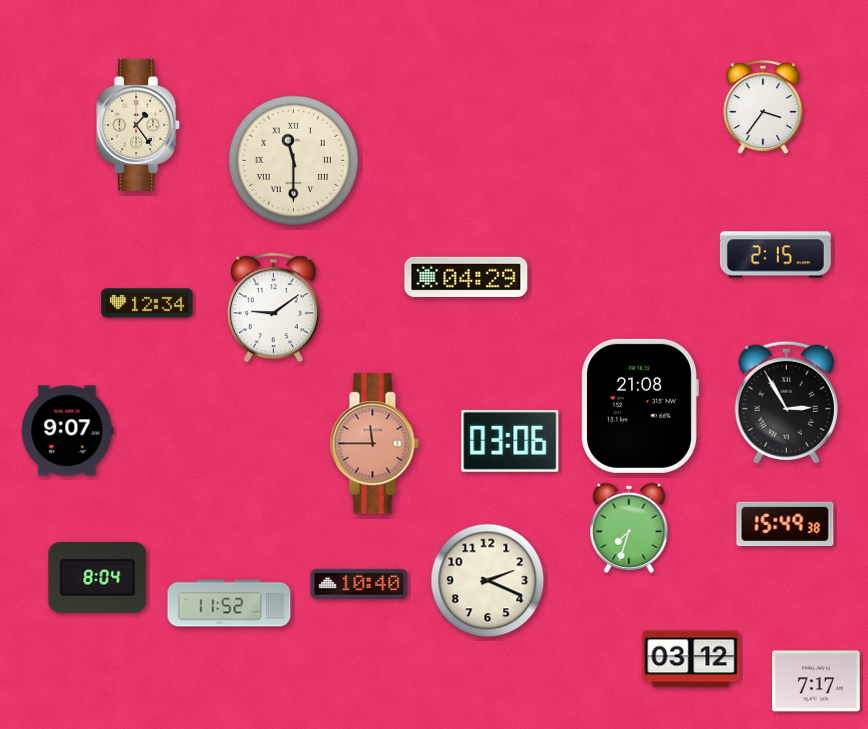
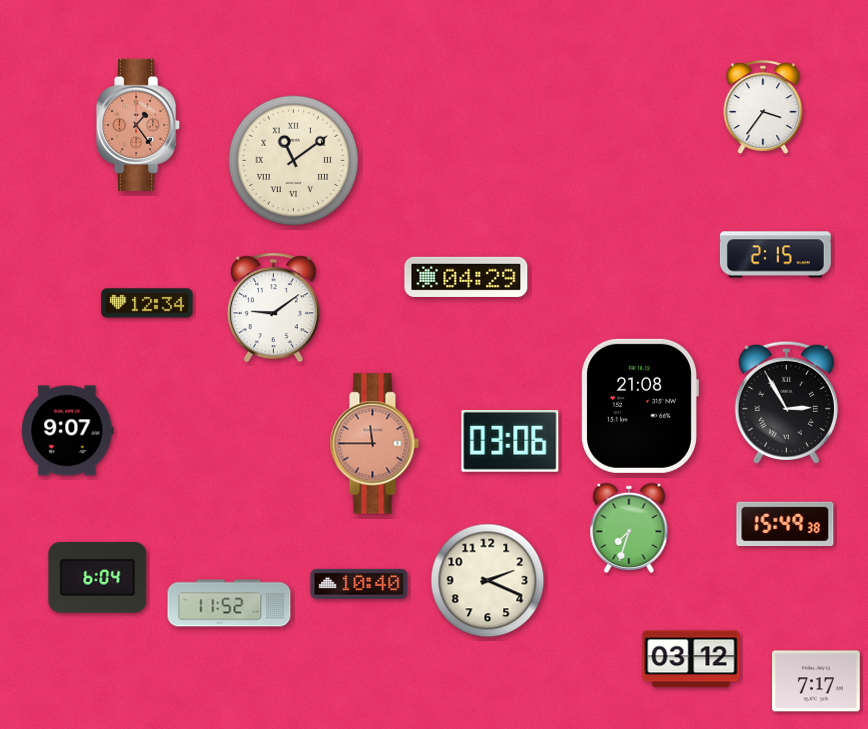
clock at (139, 125) dial: cream -> salmon
clock at (294, 161): 11:30 -> 11:09
clock at (98, 577): 8:04 -> 6:04
